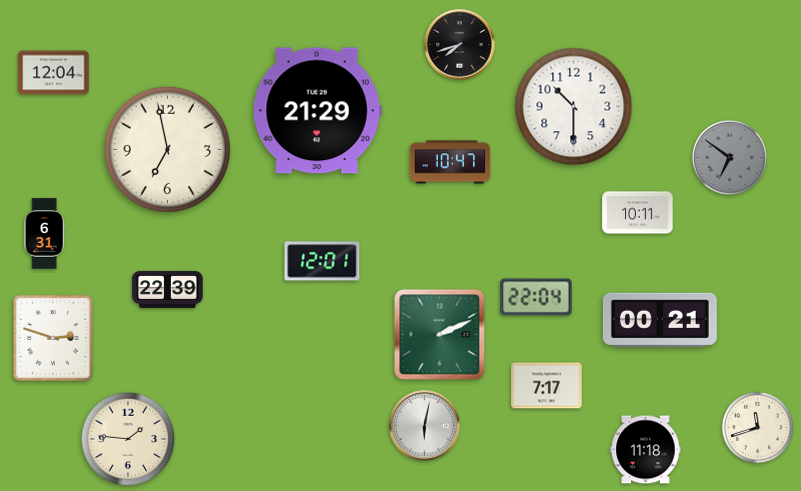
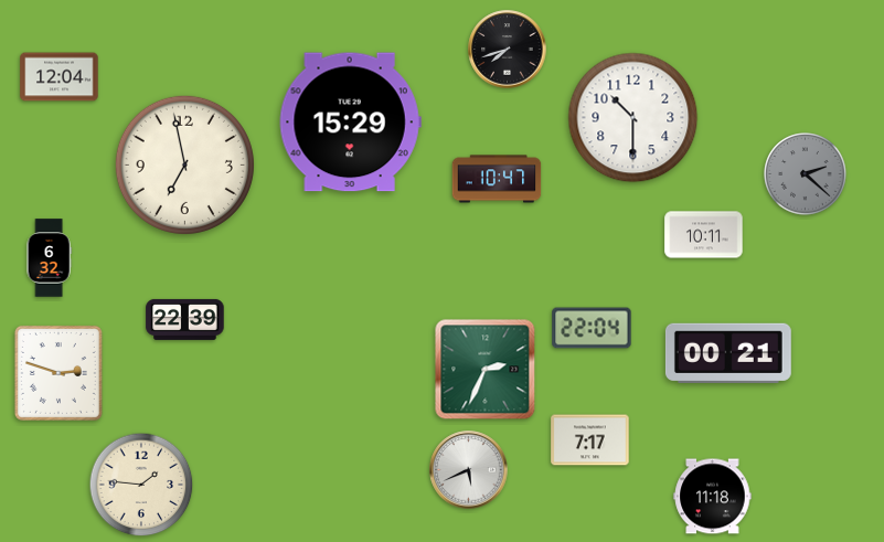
clock at (54, 73) position: (54, 73) -> (60, 77)
clock at (317, 111): 21:29 -> 15:29
clock at (730, 158): 6:51 -> 2:22
clock at (44, 234): 6:31 -> 6:32
clock at (322, 261): 12:01 -> none
clock at (440, 335): 2:11 -> 2:34
clock at (547, 386) position: (547, 386) -> (590, 440)
clock at (425, 426): 6:02 -> 5:41
clock at (757, 427): 11:42 -> none
